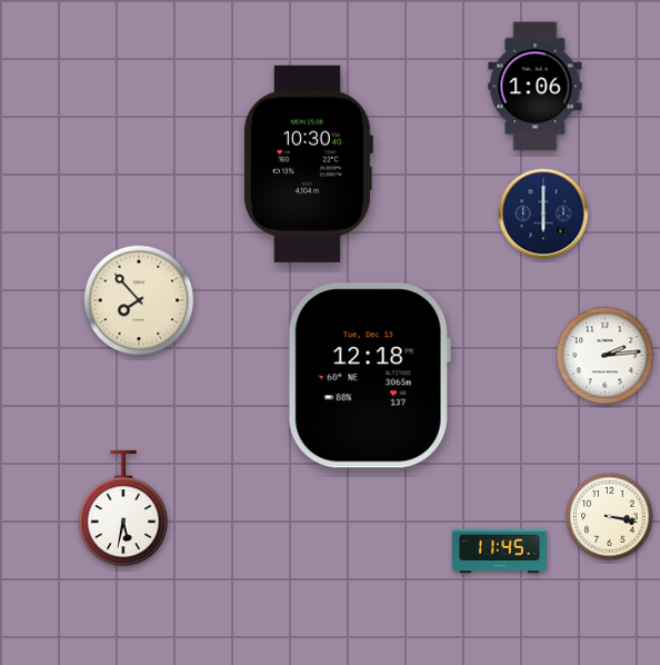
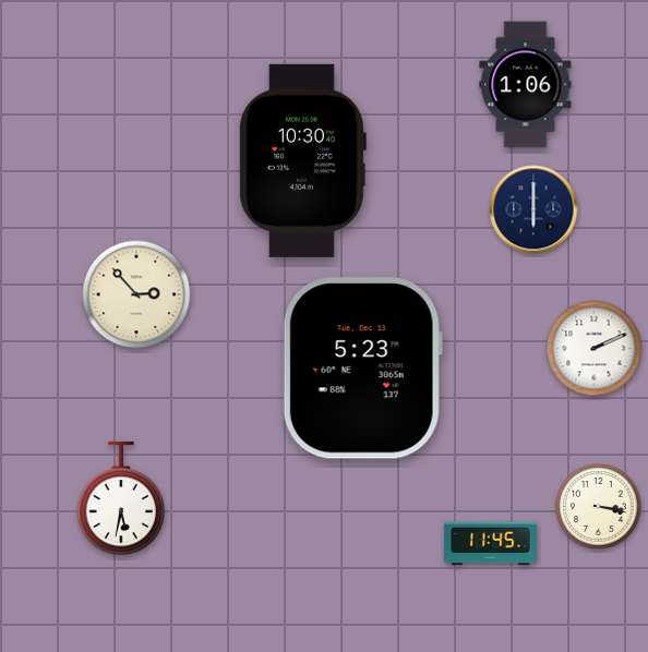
clock at (139, 300): 7:53 -> 2:53
clock at (606, 356): 2:14 -> 2:11
clock at (369, 376): 12:18 -> 5:23
clock at (499, 552) position: (499, 552) -> (490, 544)
